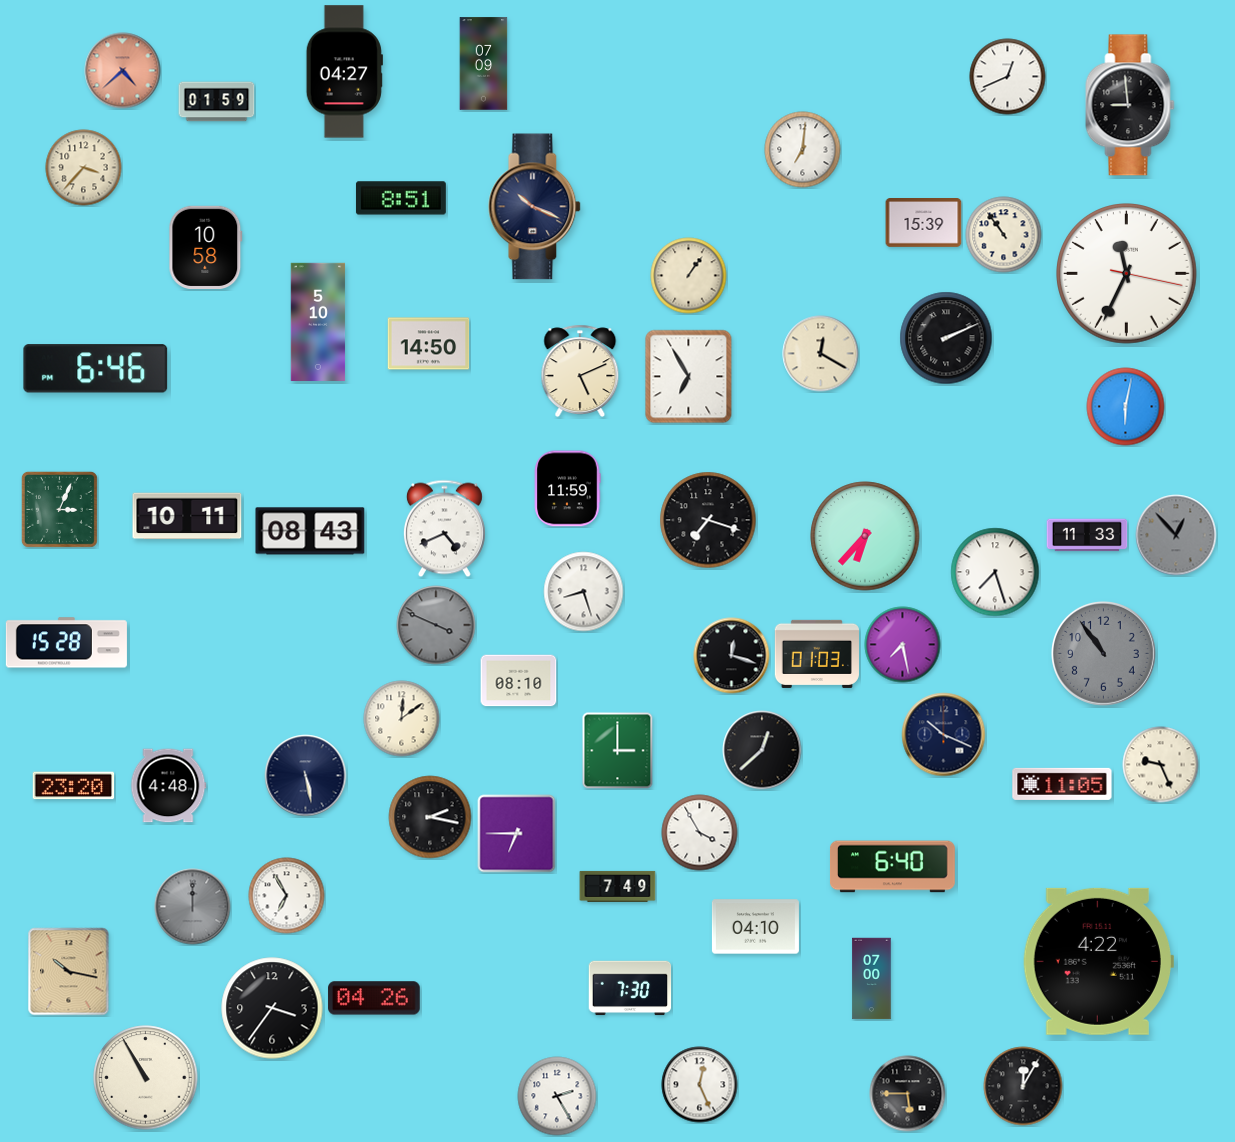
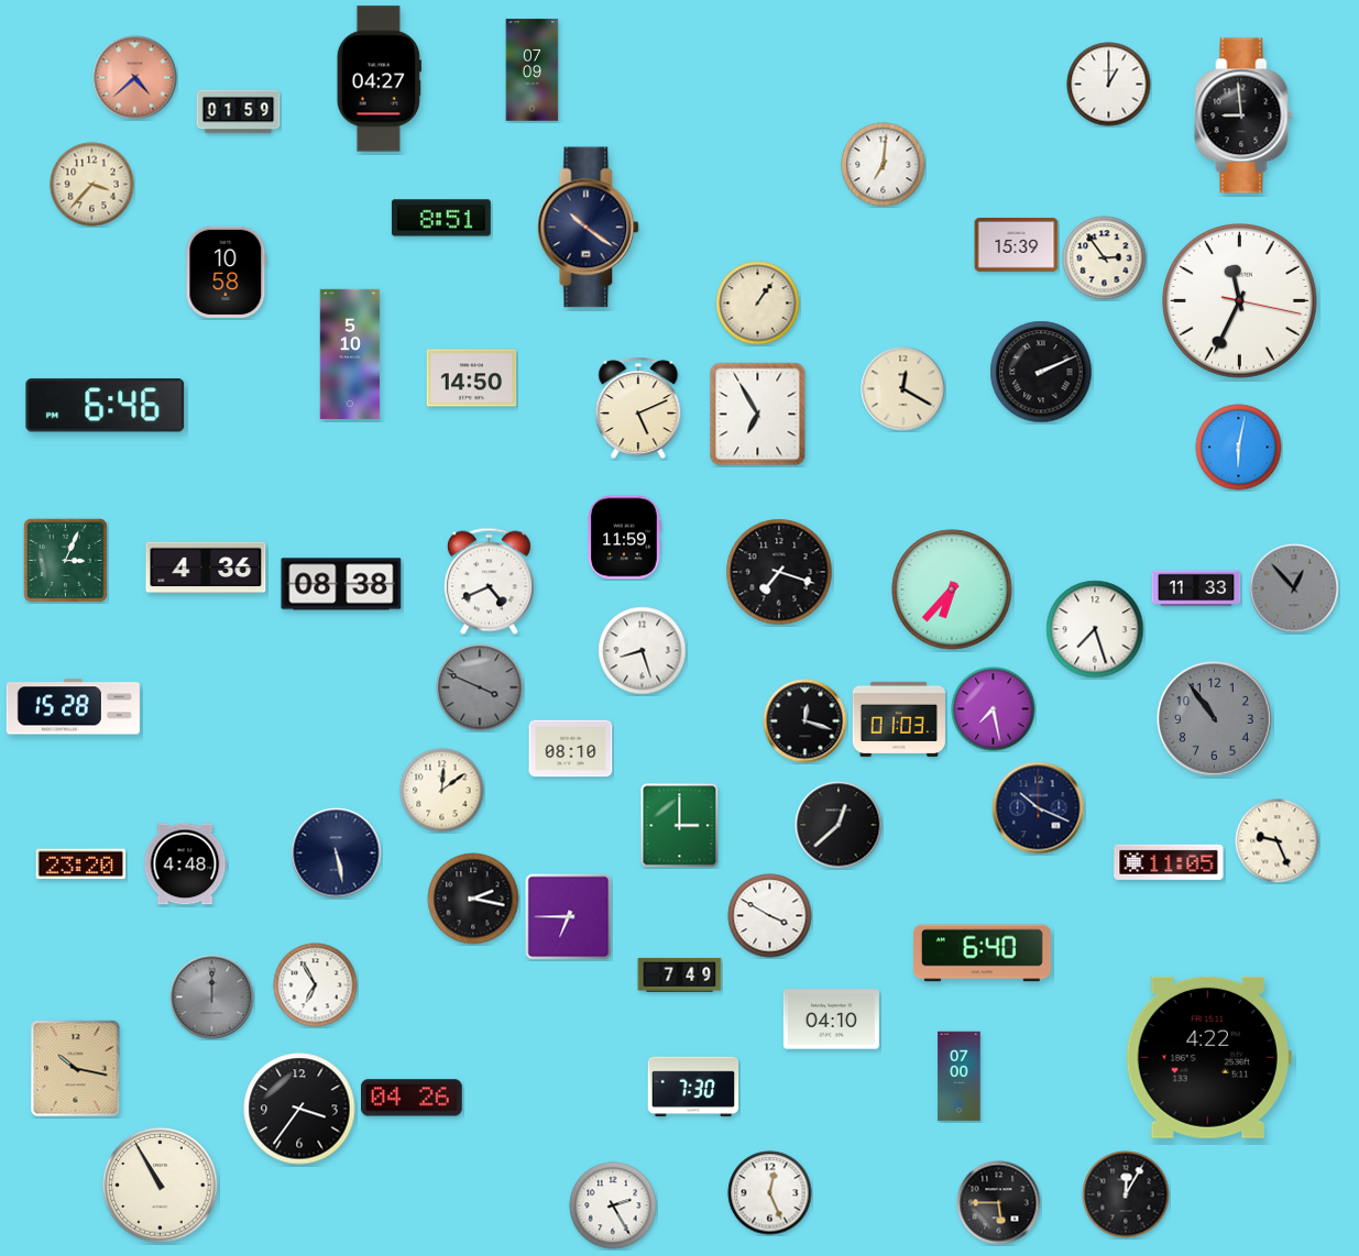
clock at (1008, 77): 12:41 -> 1:00
clock at (535, 207): 10:19 -> 10:21
clock at (1004, 235): 10:54 -> 2:54
clock at (187, 516): 10:11 -> 4:36
clock at (310, 531): 08:43 -> 08:38
clock at (700, 833): 3:55 -> 3:50
